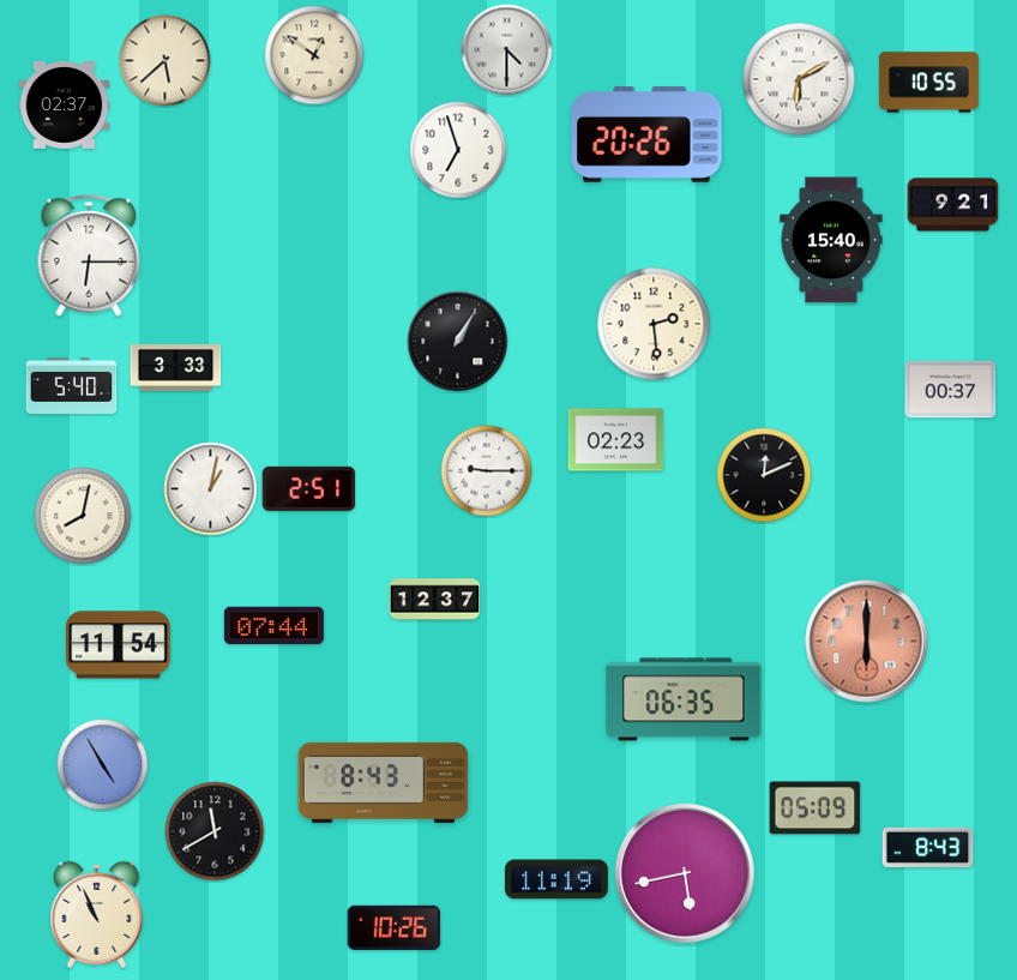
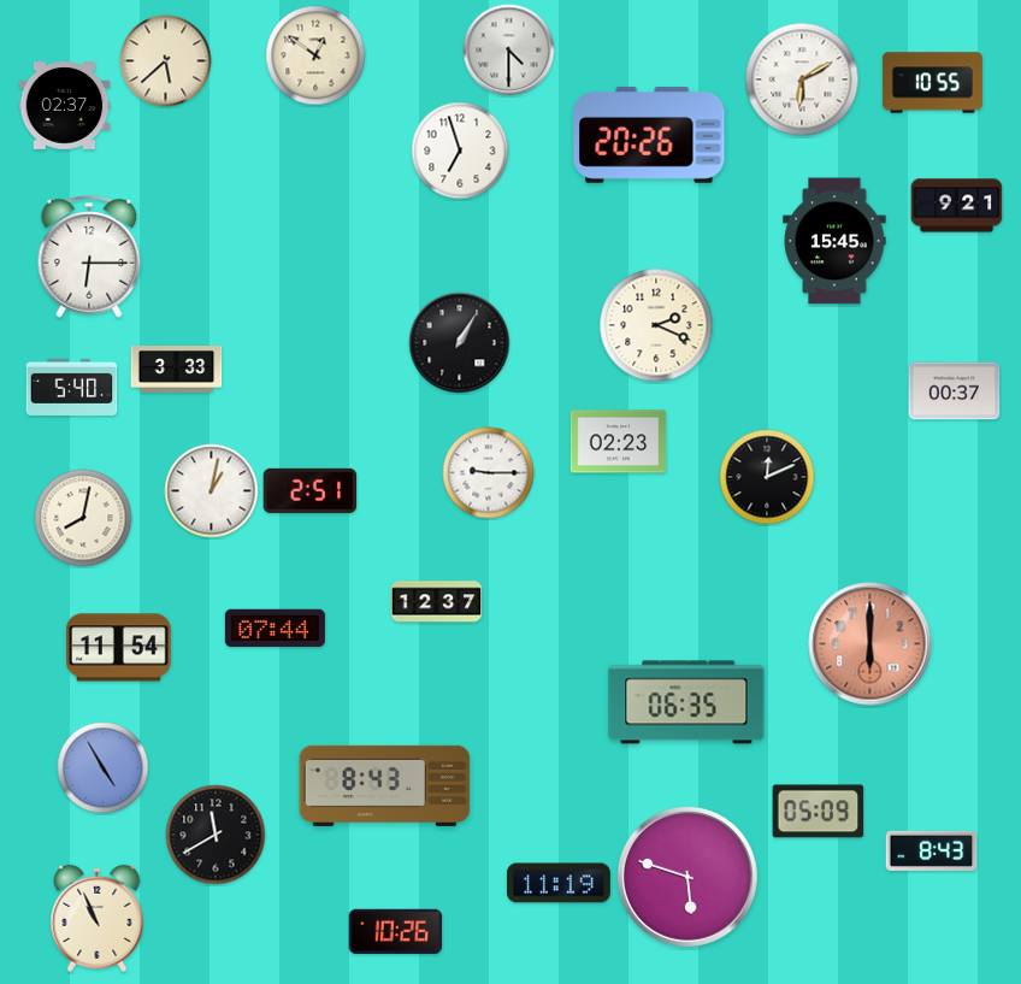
clock at (831, 240): 15:40 -> 15:45
clock at (654, 324): 2:29 -> 2:19
clock at (685, 873): 5:43 -> 5:48
